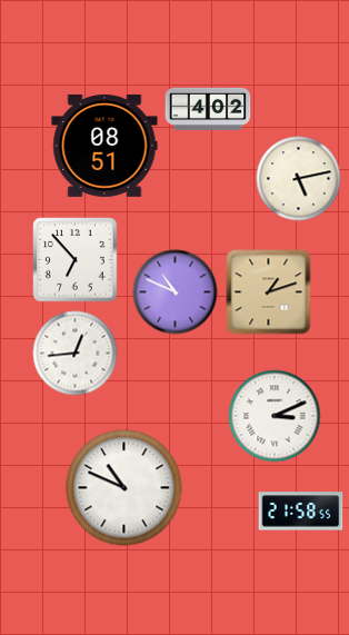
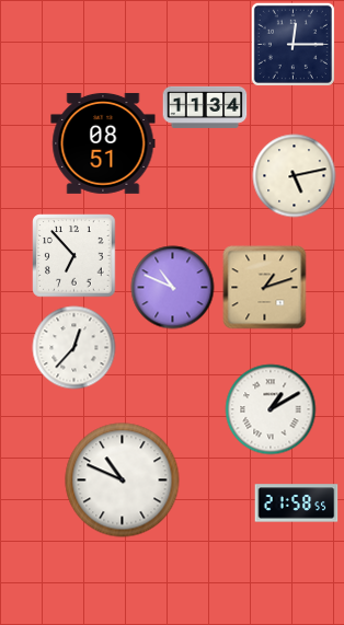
clock at (293, 44): none -> 12:15
clock at (208, 109): 4:02 -> 11:34
clock at (76, 354): 12:44 -> 12:37
clock at (275, 416): 3:11 -> 1:10
